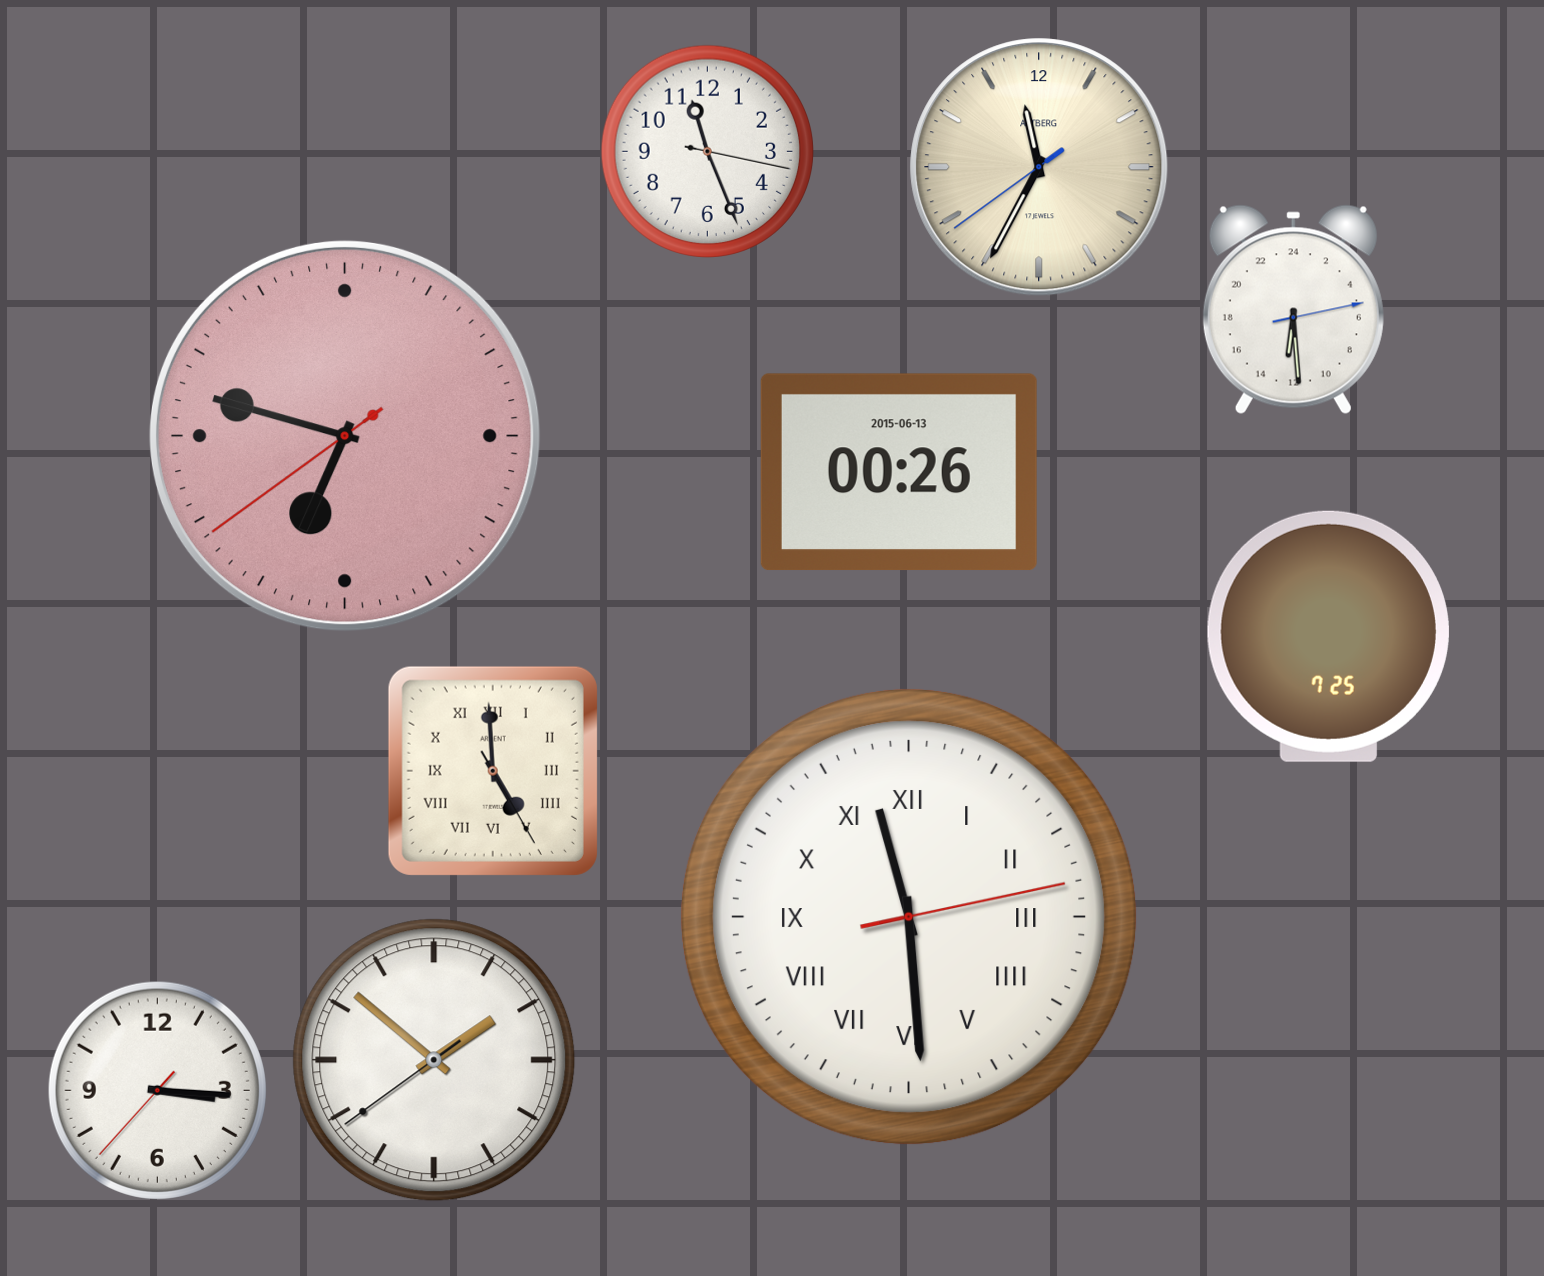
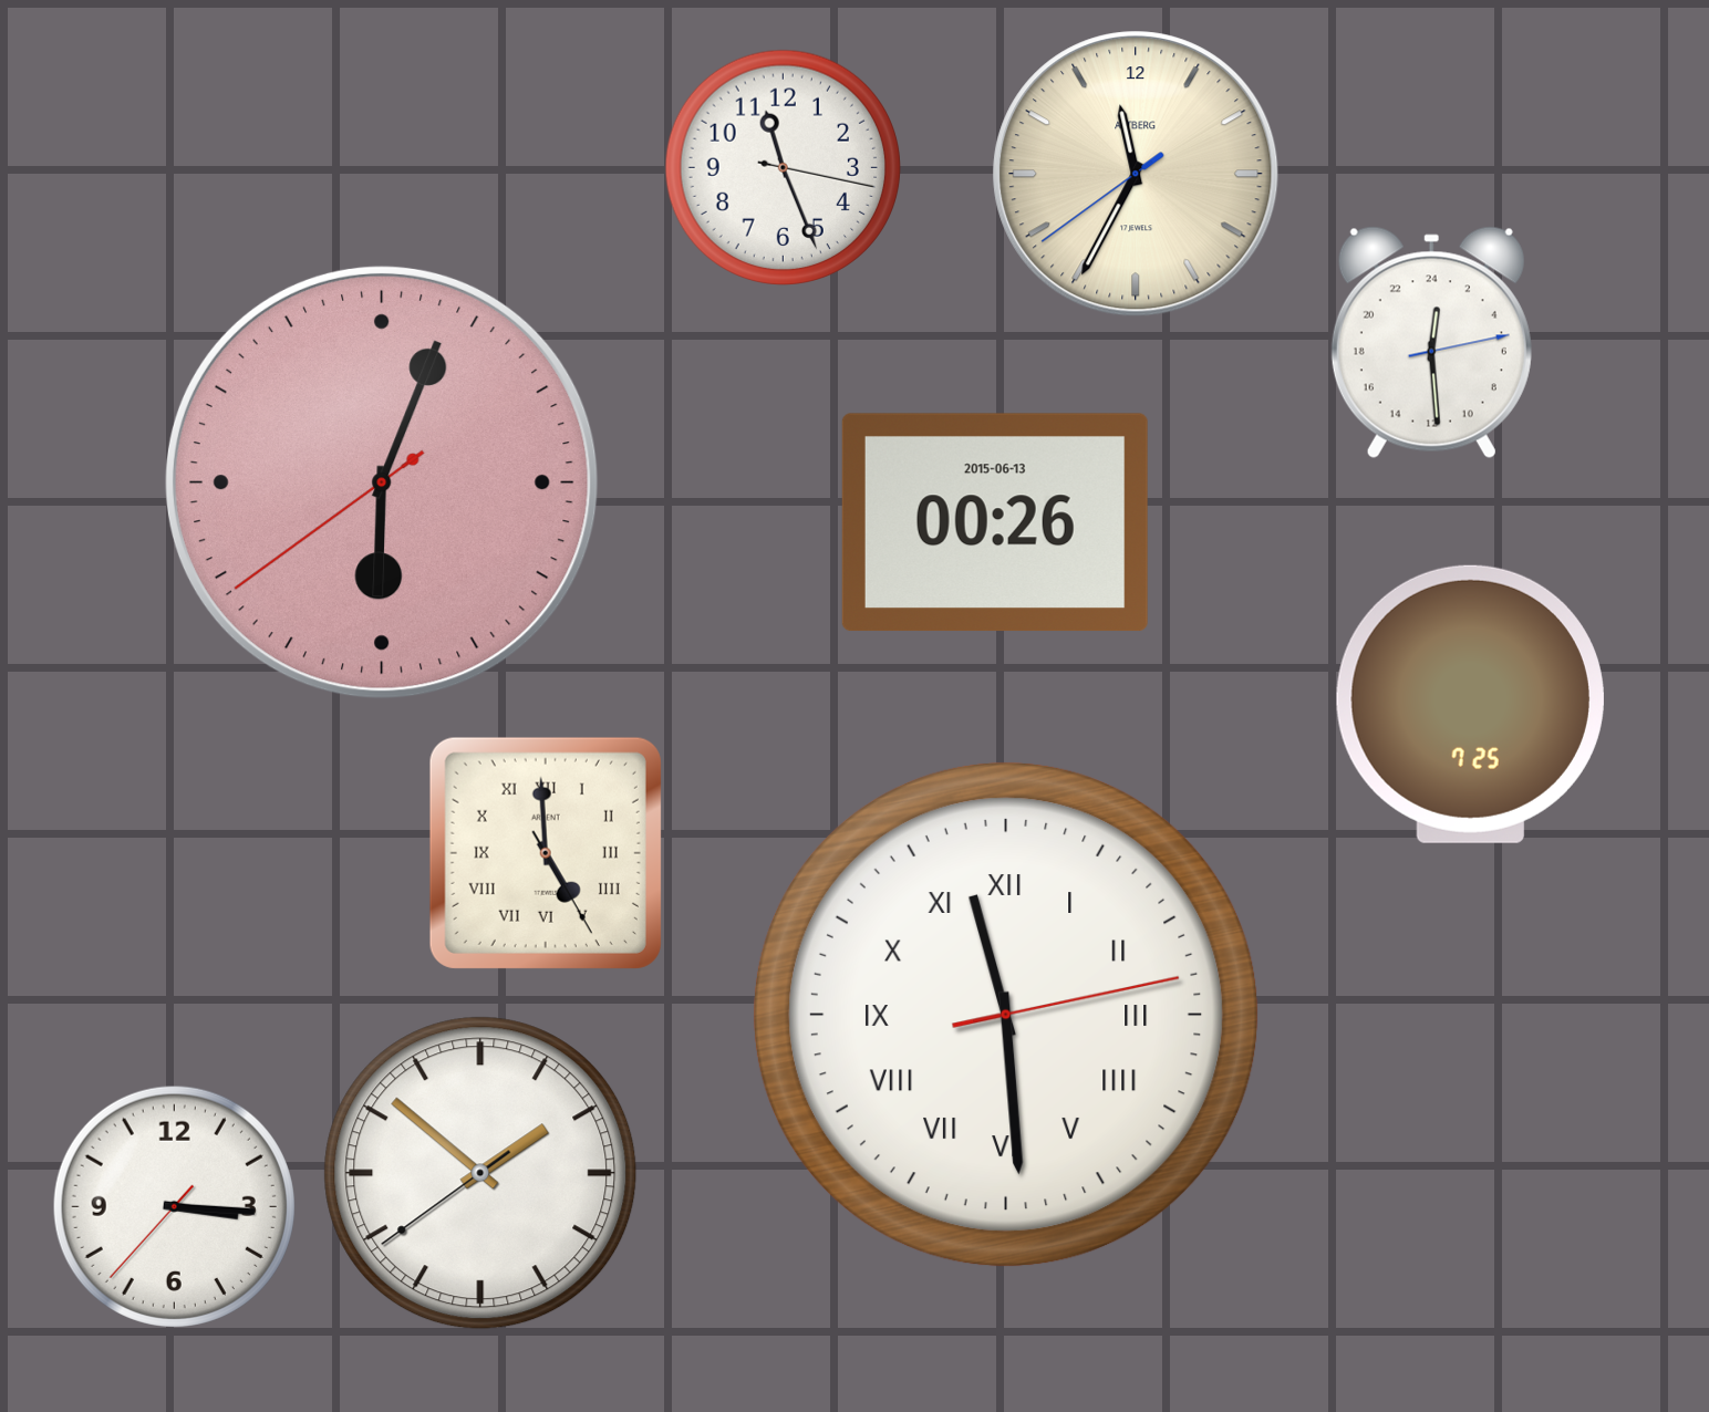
clock at (1039, 167) position: (1039, 167) -> (1136, 174)
clock at (1293, 310): 12:29 -> 0:29
clock at (345, 436): 6:47 -> 6:03
